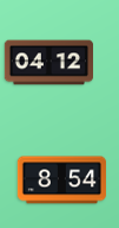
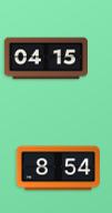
clock at (48, 63): 04:12 -> 04:15
